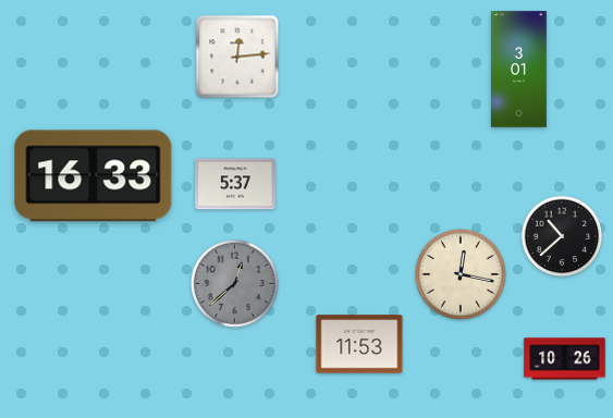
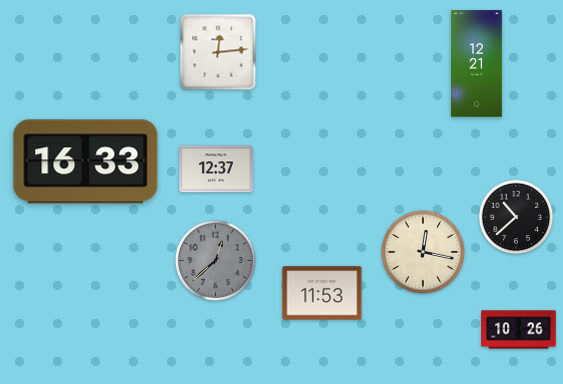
clock at (518, 70): 3:01 -> 12:21
clock at (235, 184): 5:37 -> 12:37
clock at (359, 344) position: (359, 344) -> (322, 293)
